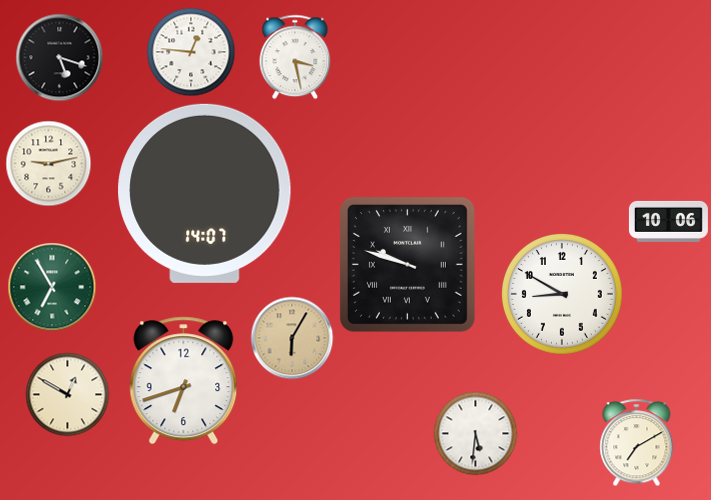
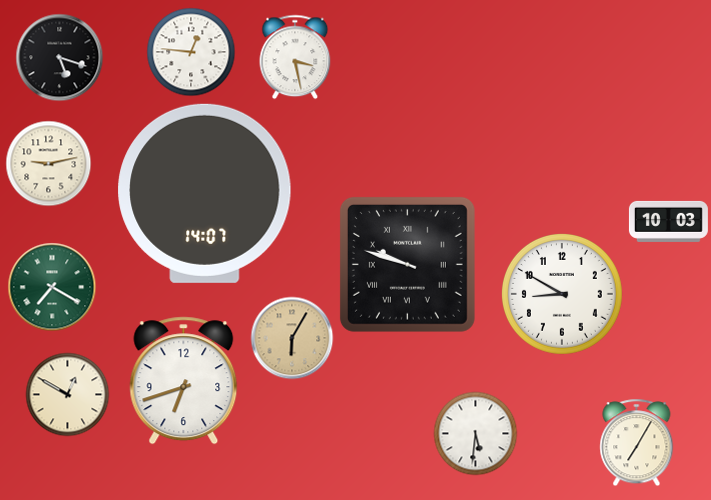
clock at (668, 221): 10:06 -> 10:03
clock at (52, 287): 6:55 -> 7:20
clock at (637, 442): 7:10 -> 7:05
